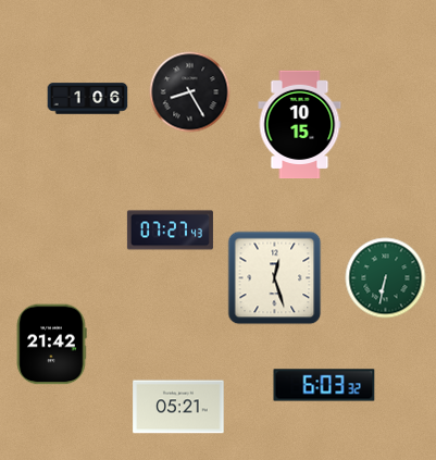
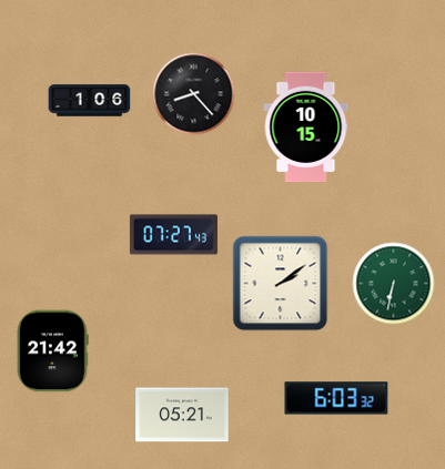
clock at (190, 92): 8:25 -> 8:23
clock at (275, 278): 12:27 -> 2:09
clock at (324, 385) position: (324, 385) -> (336, 398)
